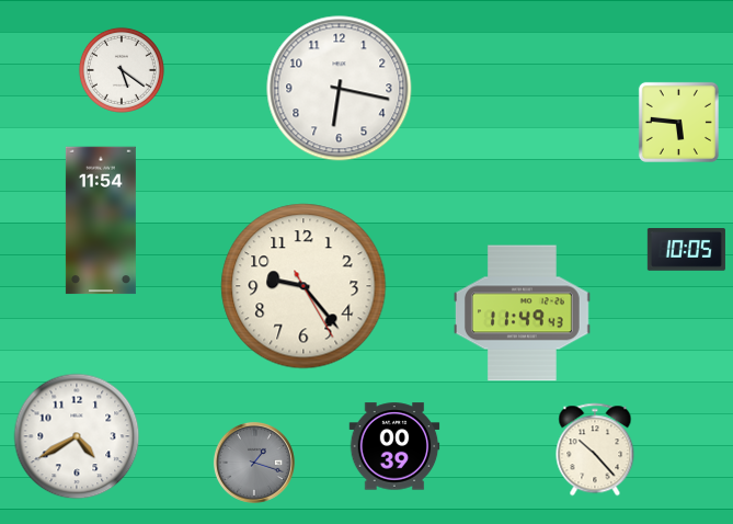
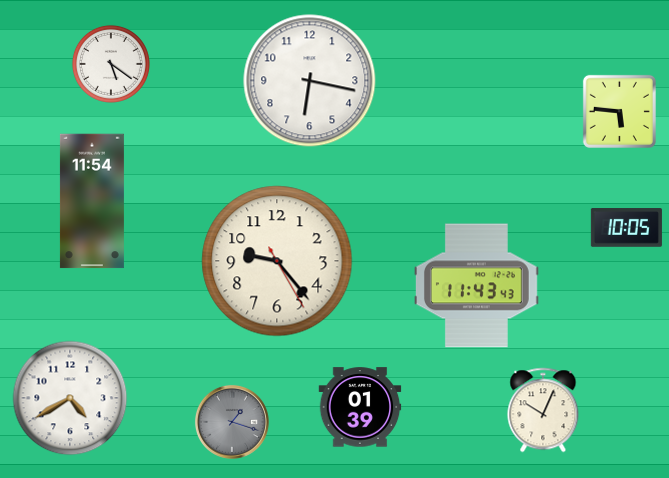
clock at (522, 314): 11:49 -> 11:43
clock at (394, 446): 00:39 -> 01:39
clock at (595, 449): 10:23 -> 10:04
